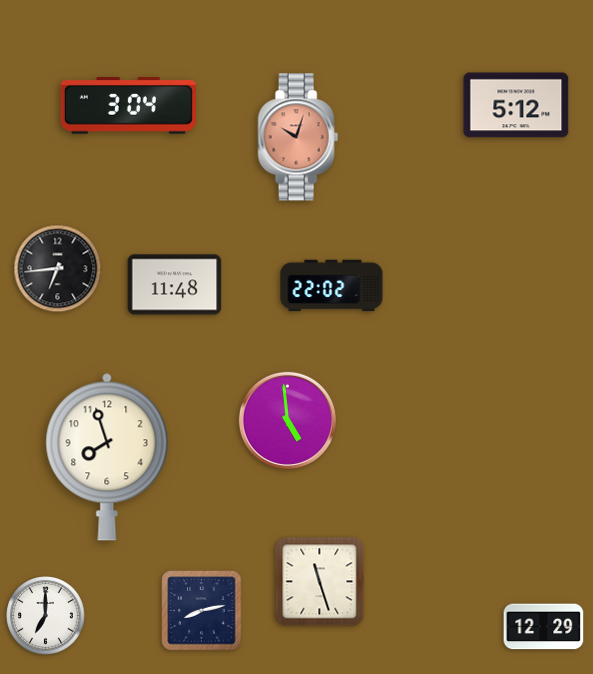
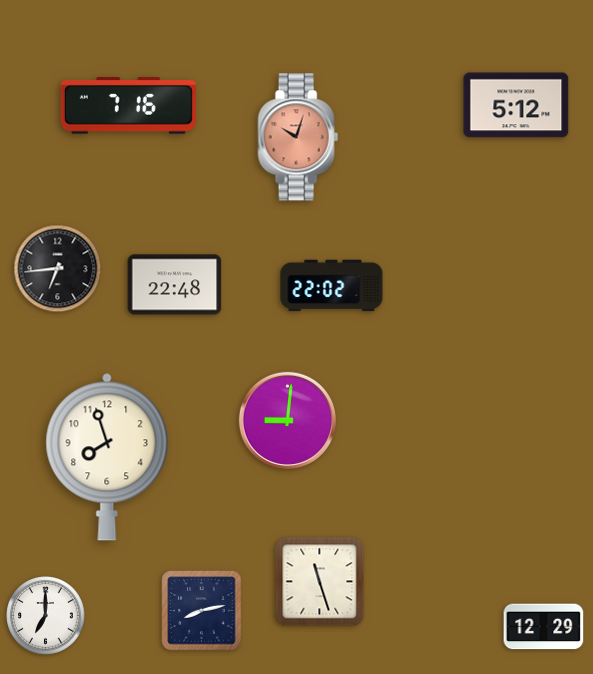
clock at (128, 106): 3:04 -> 7:16
clock at (175, 285): 11:48 -> 22:48
clock at (287, 420): 4:59 -> 9:01
